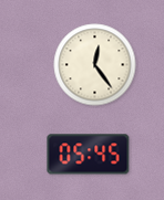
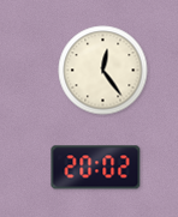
clock at (89, 155): 05:45 -> 20:02
